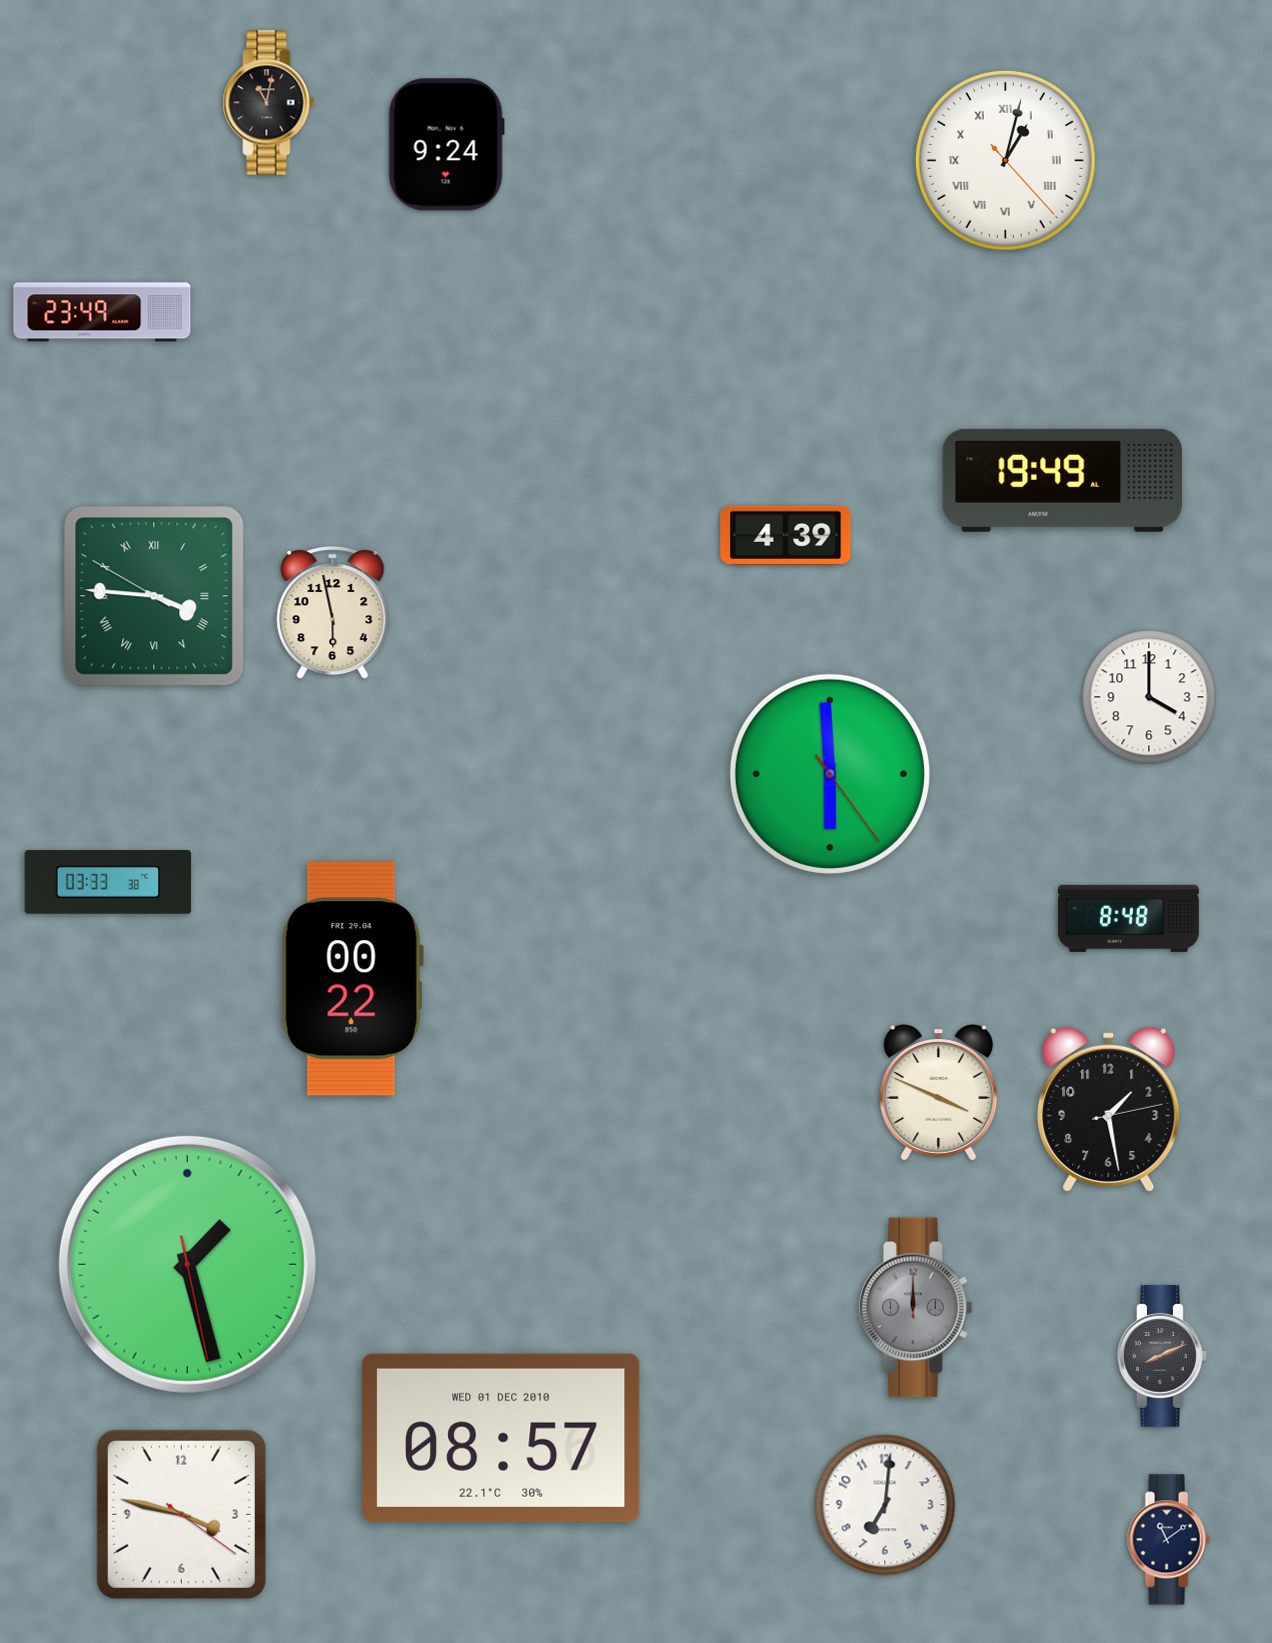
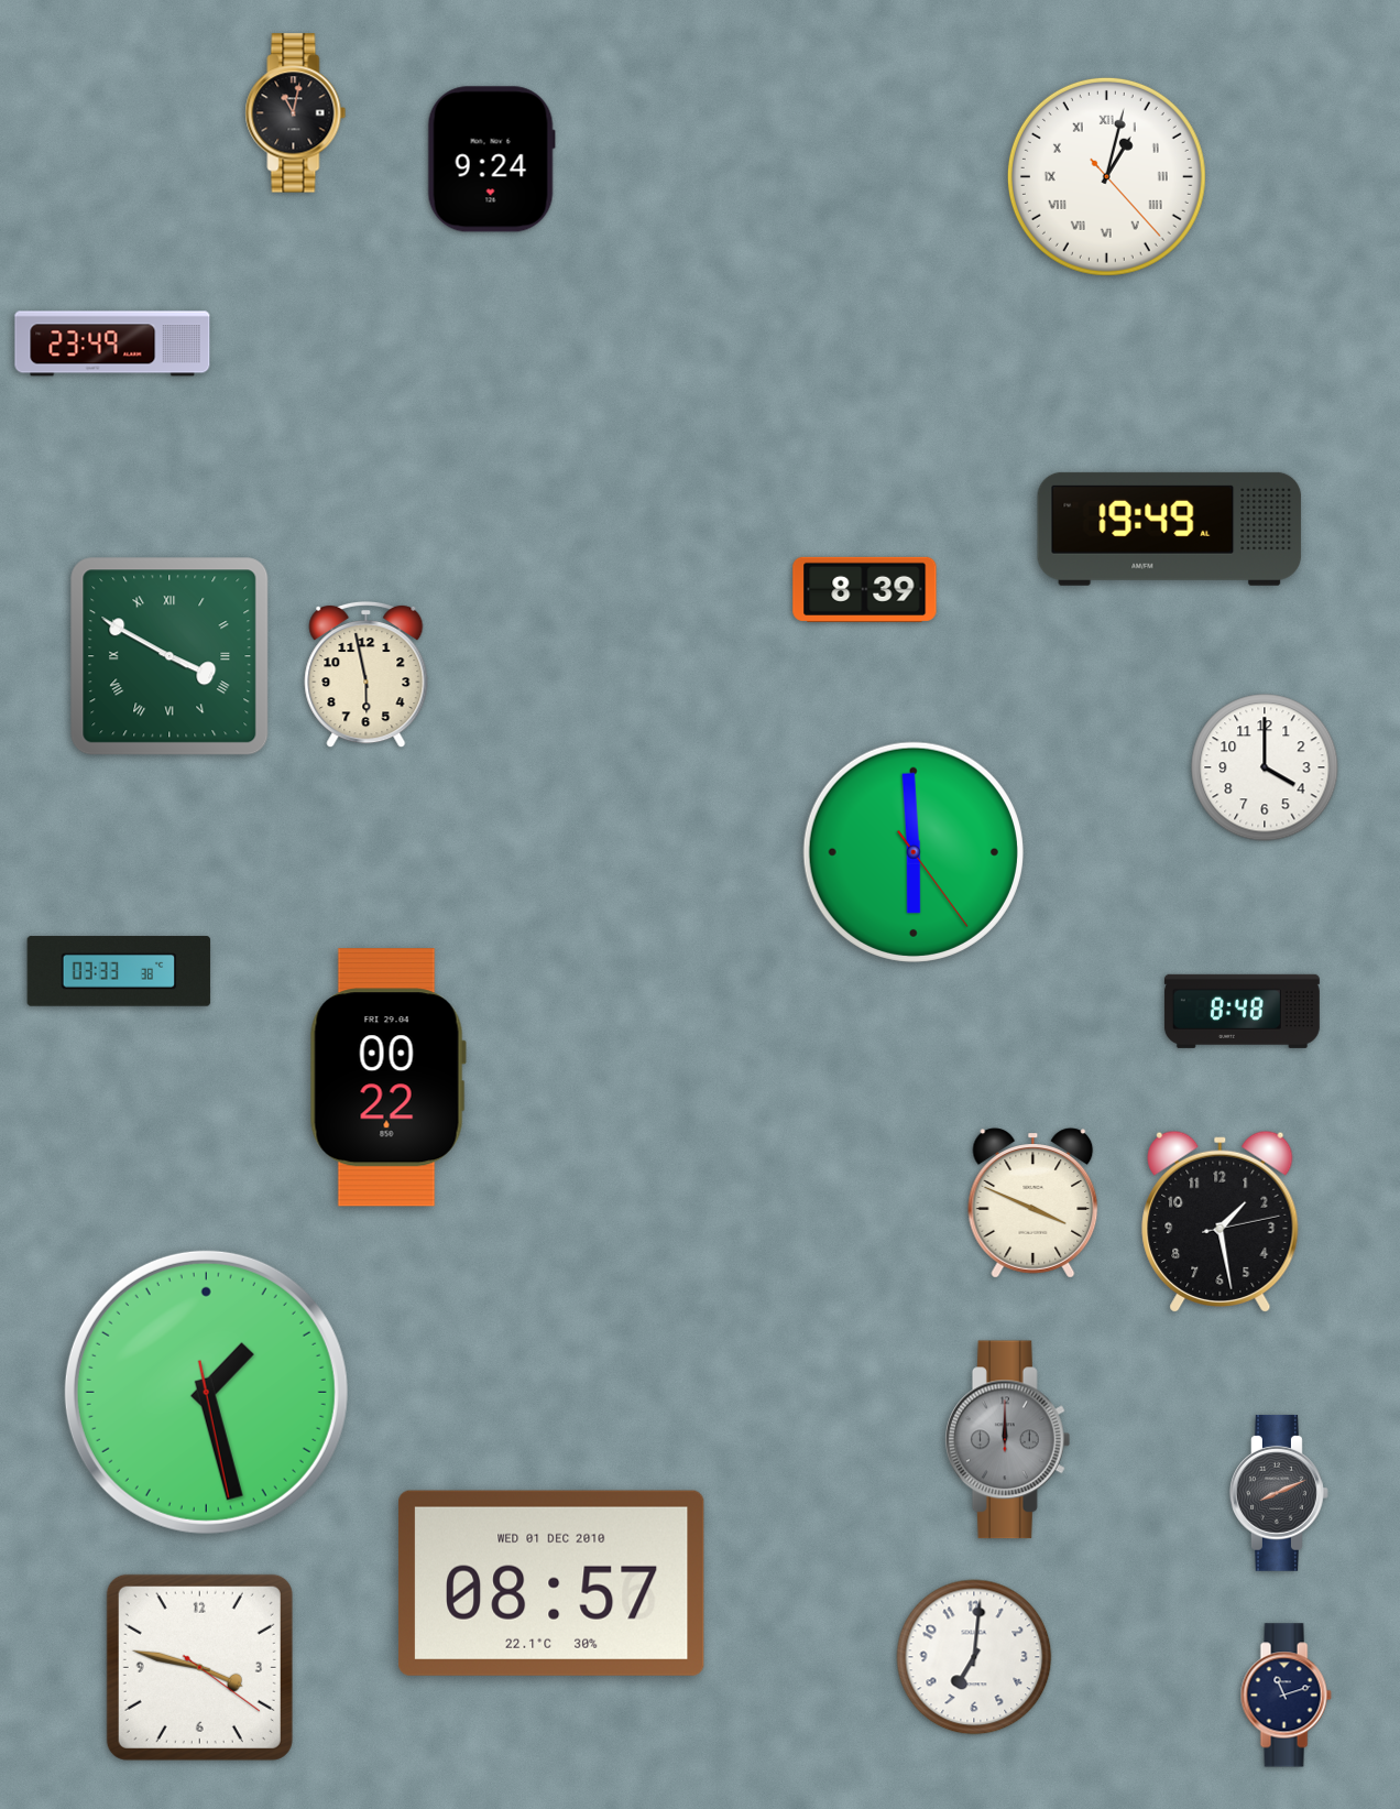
clock at (786, 535): 4:39 -> 8:39
clock at (154, 596): 3:45 -> 3:49
clock at (1168, 1540): 11:09 -> 11:12
